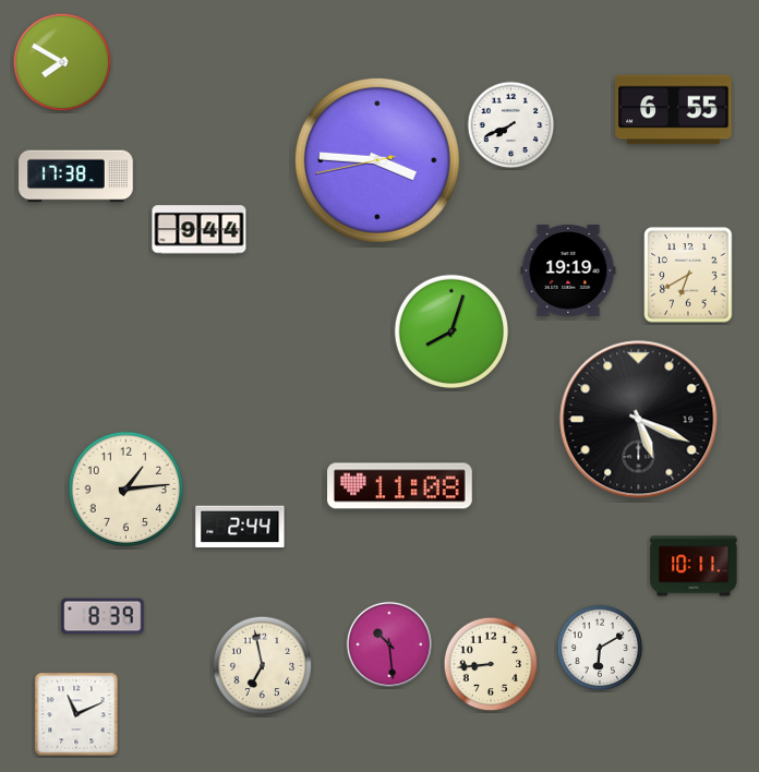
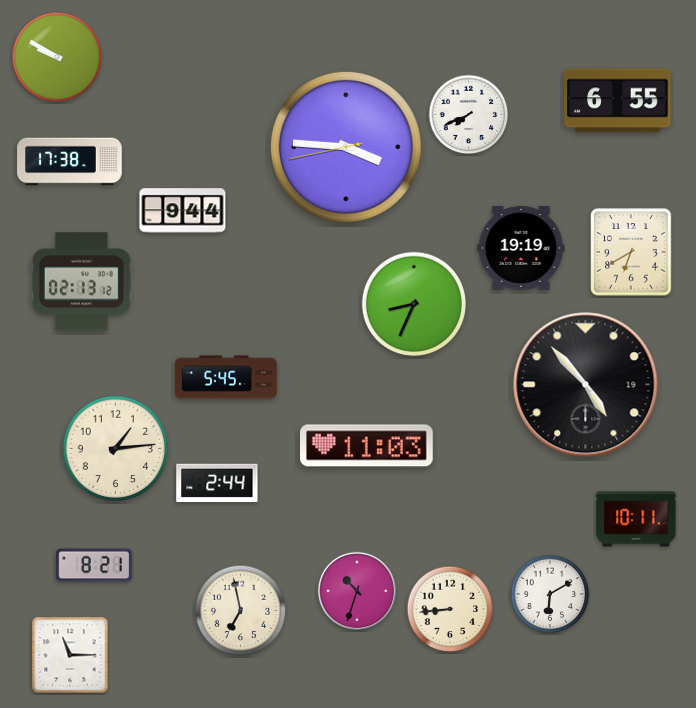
clock at (62, 62): 7:50 -> 9:50
clock at (81, 282): none -> 02:13
clock at (450, 330): 8:03 -> 8:34
clock at (226, 377): none -> 5:45
clock at (639, 420): 5:19 -> 4:53
clock at (400, 486): 11:08 -> 11:03
clock at (240, 527) position: (240, 527) -> (217, 483)
clock at (103, 616): 8:39 -> 8:21
clock at (388, 643): 10:29 -> 10:33
clock at (76, 714): 11:11 -> 11:15
